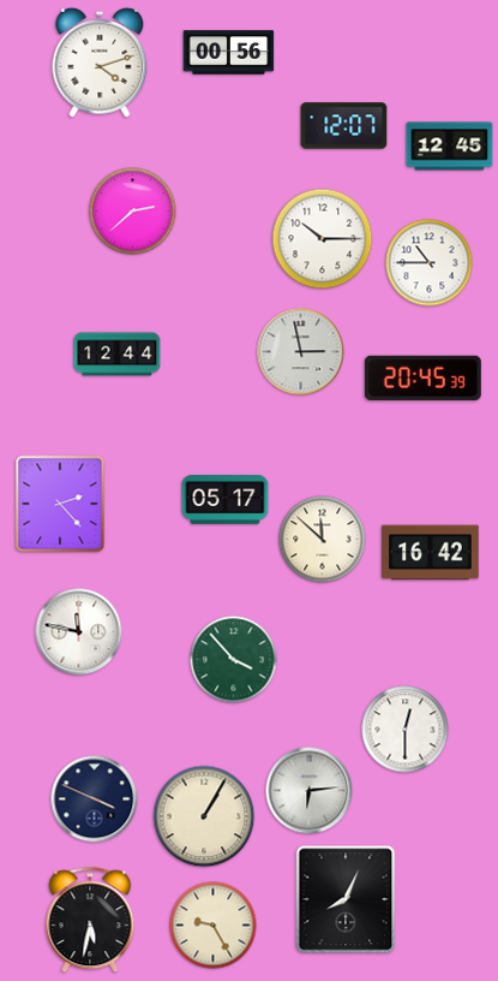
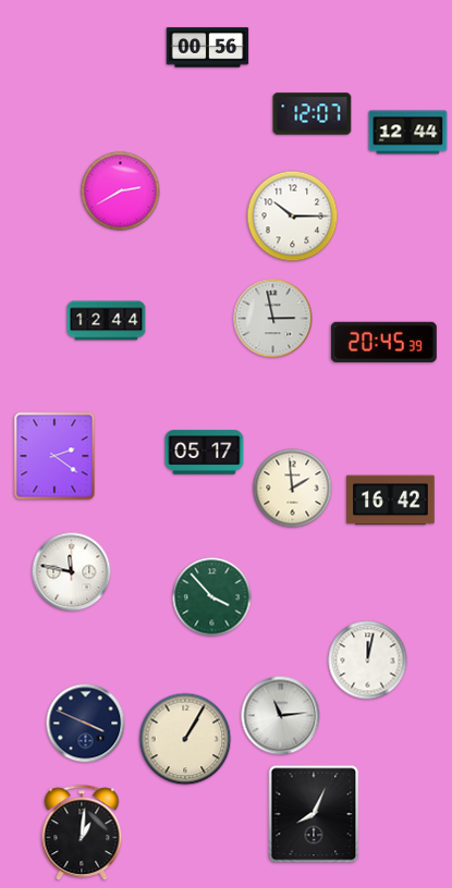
clock at (100, 63): 4:12 -> none
clock at (450, 147): 12:45 -> 12:44
clock at (133, 212): 2:38 -> 2:40
clock at (430, 263): 10:45 -> none
clock at (60, 504): 2:23 -> 2:21
clock at (323, 540): 11:52 -> 1:59
clock at (406, 730): 12:30 -> 12:02
clock at (310, 791): 6:14 -> 11:14
clock at (90, 921): 5:32 -> 1:01
clock at (214, 926): 9:25 -> none
